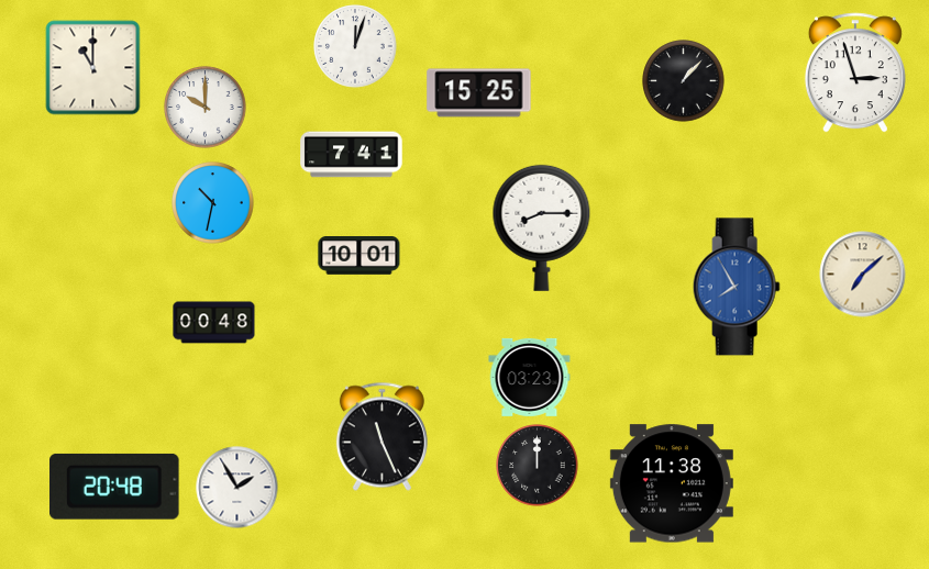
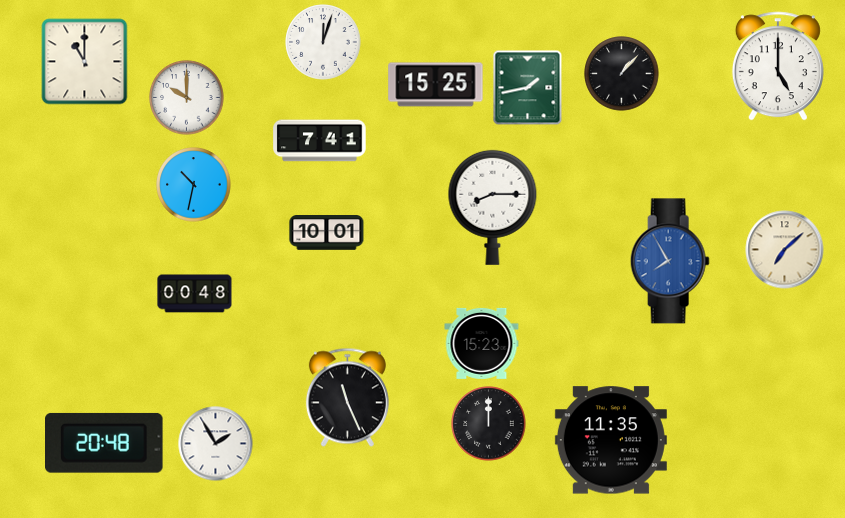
clock at (855, 72): 2:57 -> 5:00
clock at (528, 88): none -> 1:43
clock at (530, 377): 03:23 -> 15:23
clock at (672, 483): 11:38 -> 11:35
